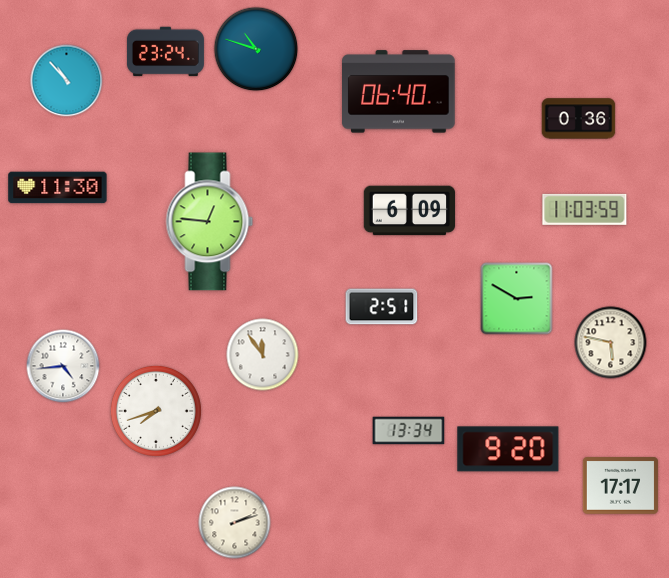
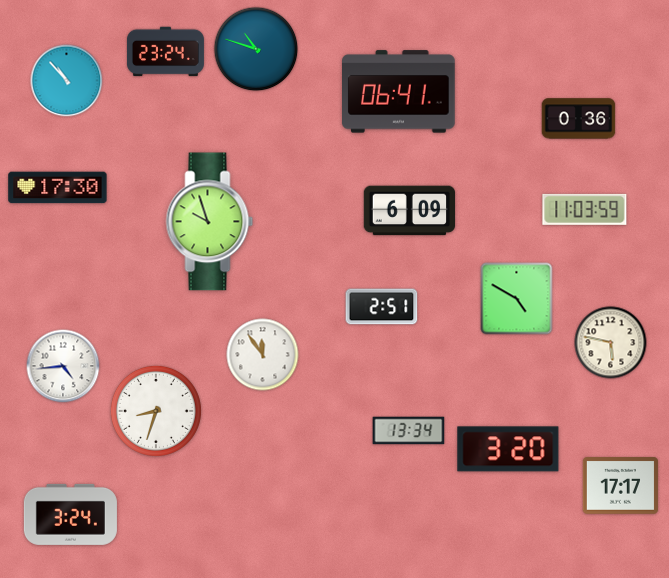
clock at (399, 92): 06:40 -> 06:41
clock at (58, 188): 11:30 -> 17:30
clock at (210, 222): 12:46 -> 9:57
clock at (517, 299): 2:50 -> 4:50
clock at (156, 411): 7:42 -> 8:33
clock at (508, 449): 9:20 -> 3:20
clock at (70, 514): none -> 3:24
clock at (235, 523): 2:12 -> none
